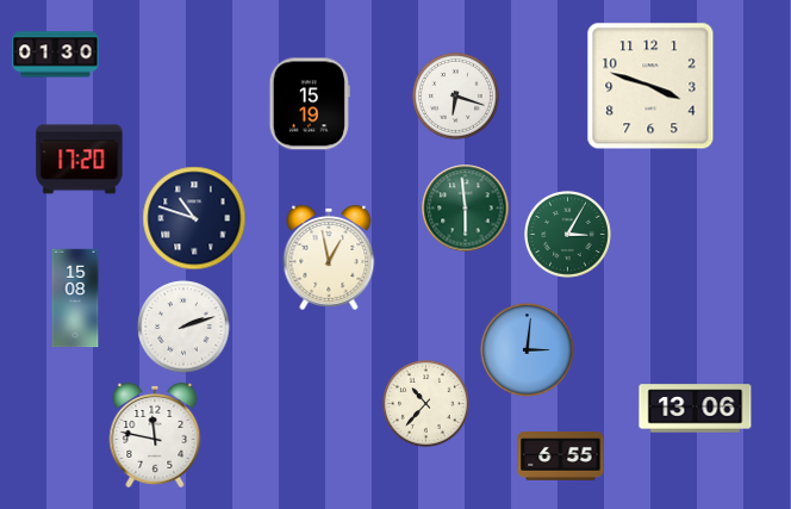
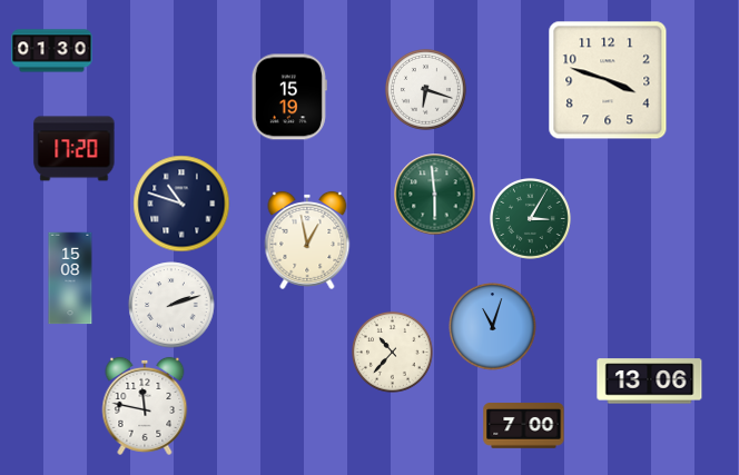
clock at (528, 350): 3:01 -> 11:03
clock at (426, 404) position: (426, 404) -> (393, 353)
clock at (561, 457): 6:55 -> 7:00
